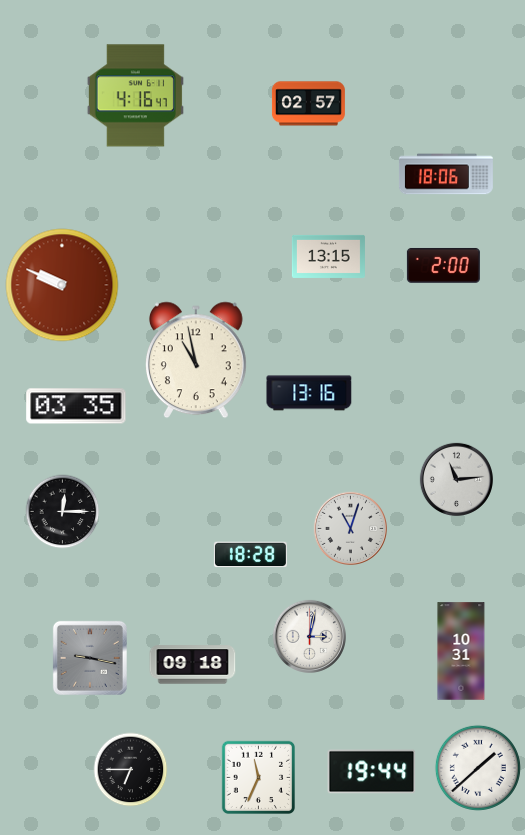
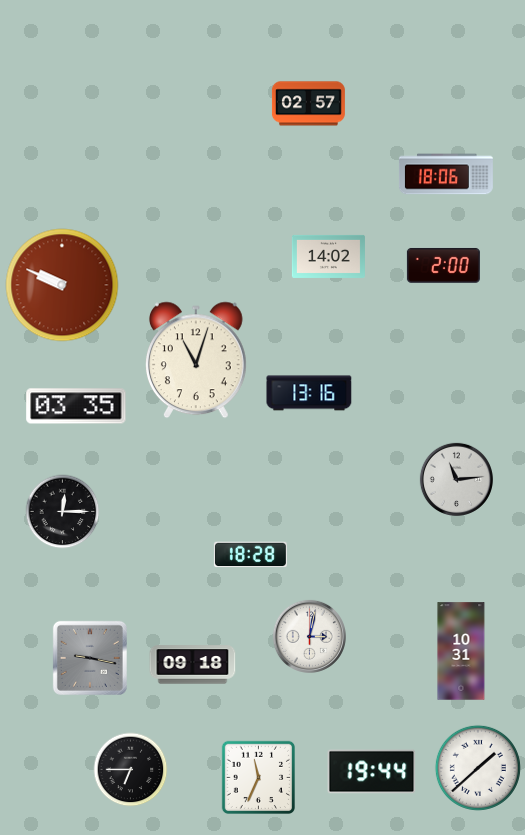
clock at (135, 96): 4:16 -> none
clock at (328, 256): 13:15 -> 14:02
clock at (196, 360): 10:58 -> 11:03
clock at (350, 528): 11:03 -> none
